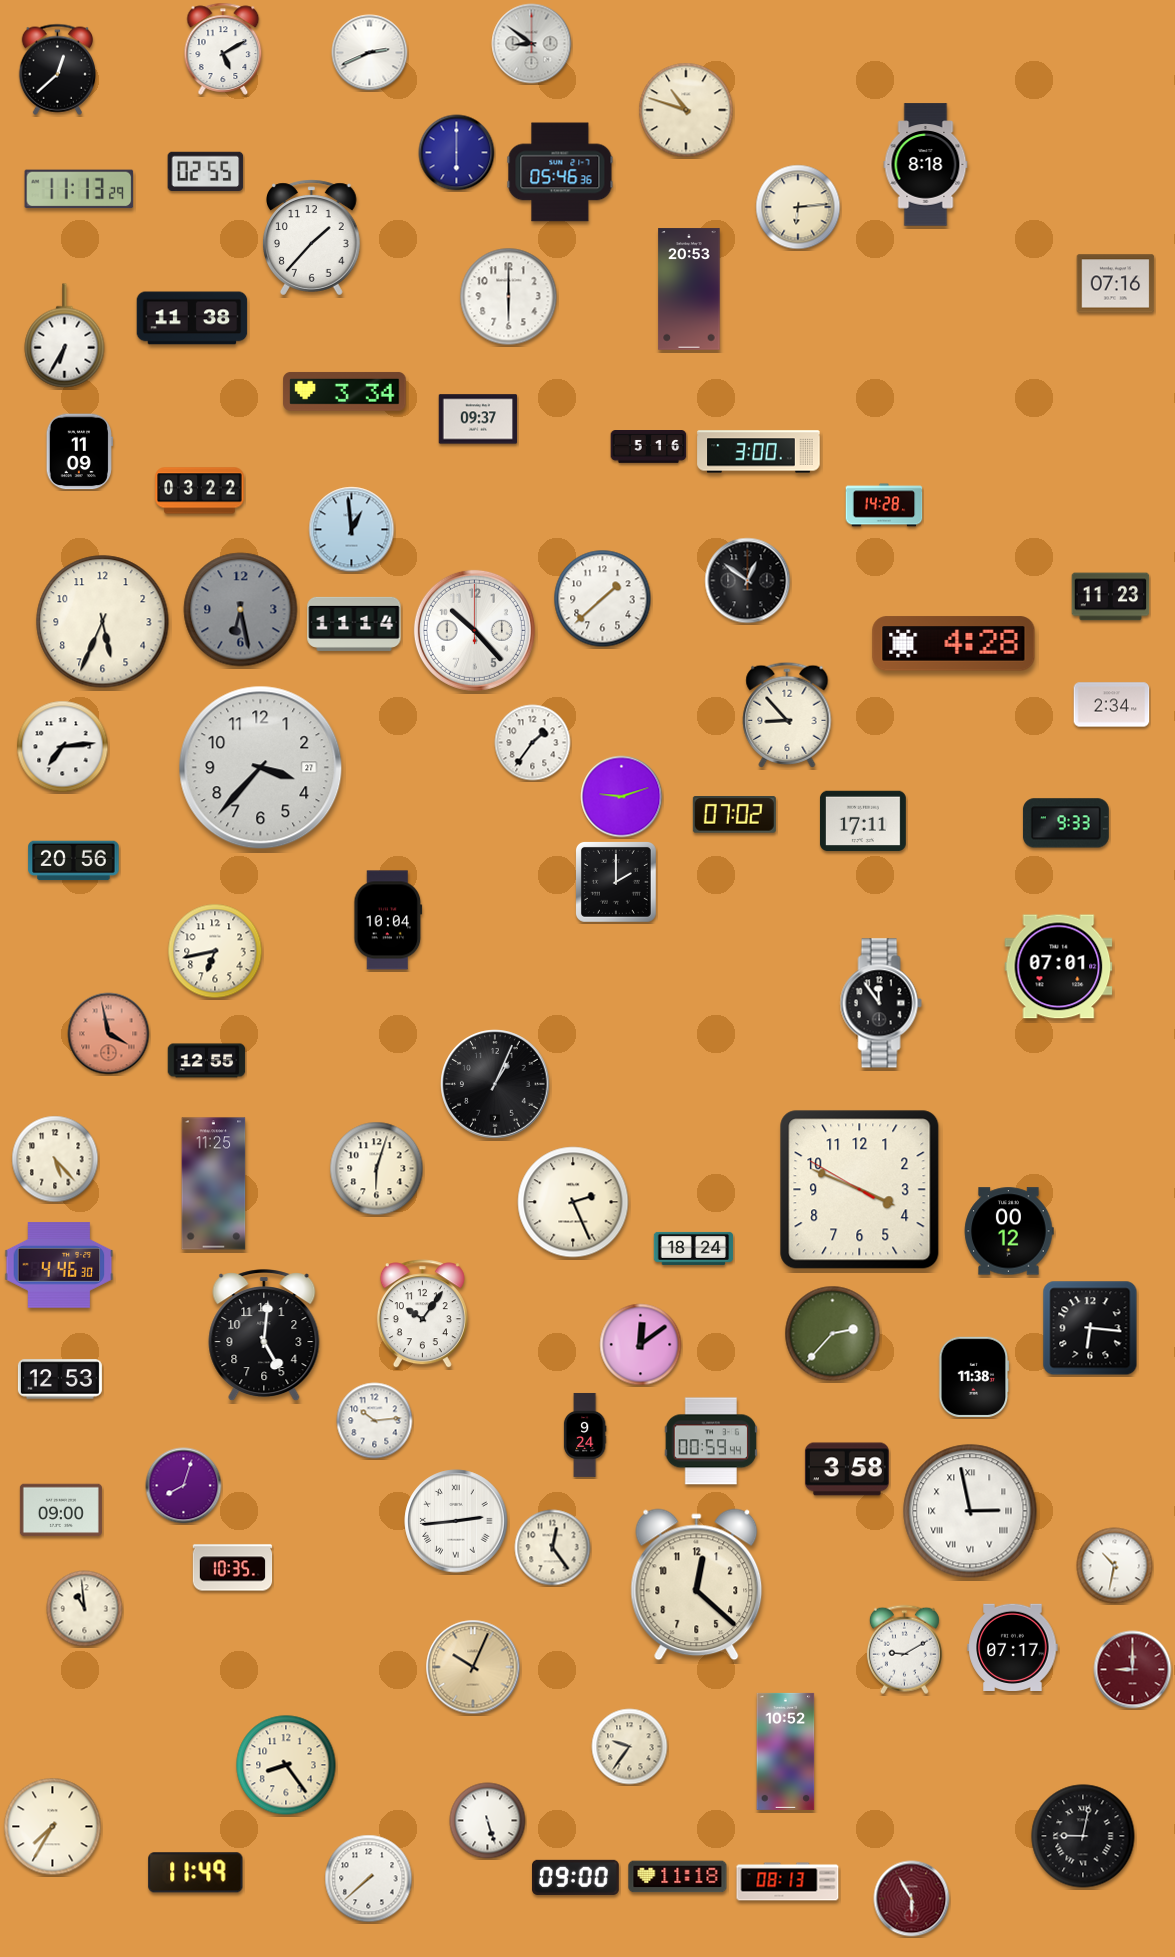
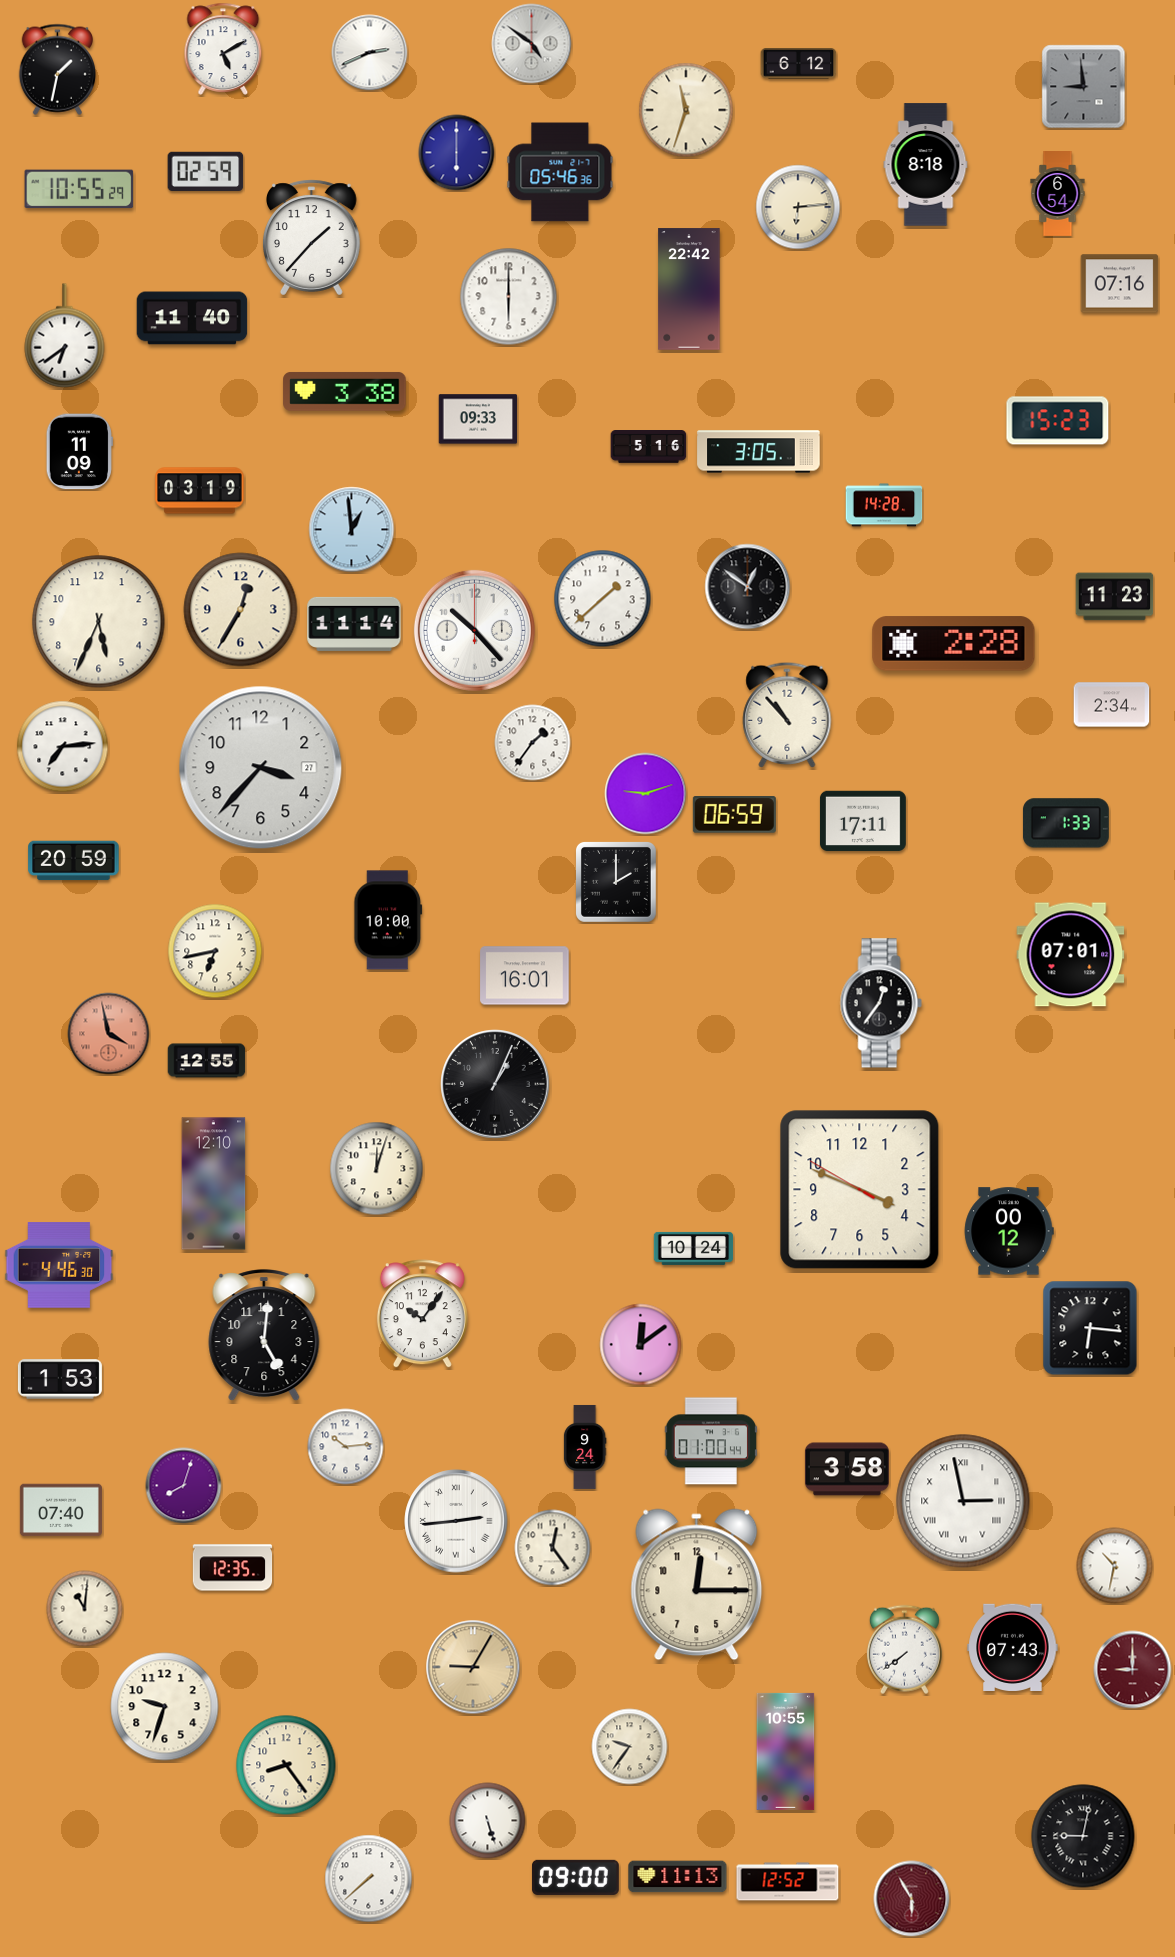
clock at (532, 44): 8:51 -> 4:51
clock at (799, 64): none -> 6:12
clock at (57, 69): 12:38 -> 1:32
clock at (1084, 87): none -> 8:59
clock at (686, 110): 10:48 -> 11:33
clock at (206, 171): 02:55 -> 02:59
clock at (79, 189): 11:13 -> 10:55
clock at (1058, 194): none -> 6:54
clock at (1116, 284) position: (1116, 284) -> (1120, 284)
clock at (689, 289): 20:53 -> 22:42
clock at (192, 318): 11:38 -> 11:40
clock at (65, 336): 6:35 -> 6:39
clock at (345, 391): 3:34 -> 3:38
clock at (478, 419): 09:37 -> 09:33
clock at (1058, 421): none -> 15:23
clock at (759, 452): 3:00 -> 3:05
clock at (200, 491): 03:22 -> 03:19
clock at (748, 581) position: (748, 581) -> (748, 587)
clock at (1111, 597) position: (1111, 597) -> (1115, 597)
clock at (241, 610): 6:28 -> 12:35
clock at (241, 610) dial: grey -> cream
clock at (103, 622) position: (103, 622) -> (99, 622)
clock at (954, 644): 4:28 -> 2:28
clock at (787, 715): 8:53 -> 10:53
clock at (622, 797) position: (622, 797) -> (646, 794)
clock at (734, 815): 07:02 -> 06:59
clock at (1066, 823): 9:33 -> 1:33
clock at (74, 861): 20:56 -> 20:59
clock at (388, 920): 10:04 -> 10:00
clock at (1059, 967) position: (1059, 967) -> (1071, 955)
clock at (525, 976): none -> 16:01
clock at (881, 1003): 11:54 -> 12:36
clock at (55, 1159): 5:23 -> none
clock at (377, 1169): 6:03 -> 12:03
clock at (214, 1184): 11:25 -> 12:10
clock at (573, 1202): 2:26 -> none
clock at (694, 1248): 18:24 -> 10:24
clock at (833, 1334): 2:37 -> none
clock at (974, 1376): 11:38 -> none
clock at (60, 1379): 12:53 -> 1:53
clock at (375, 1421) position: (375, 1421) -> (346, 1447)
clock at (585, 1435) position: (585, 1435) -> (585, 1447)
clock at (711, 1441): 00:59 -> 01:00
clock at (61, 1510): 09:00 -> 07:40
clock at (970, 1511) position: (970, 1511) -> (963, 1501)
clock at (233, 1568): 10:35 -> 12:35
clock at (697, 1585): 12:22 -> 12:15
clock at (85, 1609): 10:59 -> 11:01
clock at (1013, 1647): 07:17 -> 07:43
clock at (904, 1650): 9:10 -> 7:39
clock at (473, 1667): 10:04 -> 9:05
clock at (165, 1707): none -> 9:33
clock at (786, 1751): 10:52 -> 10:55
clock at (53, 1827): 7:35 -> none
clock at (196, 1873): 11:49 -> none
clock at (678, 1877): 11:18 -> 11:13
clock at (788, 1882): 08:13 -> 12:52
